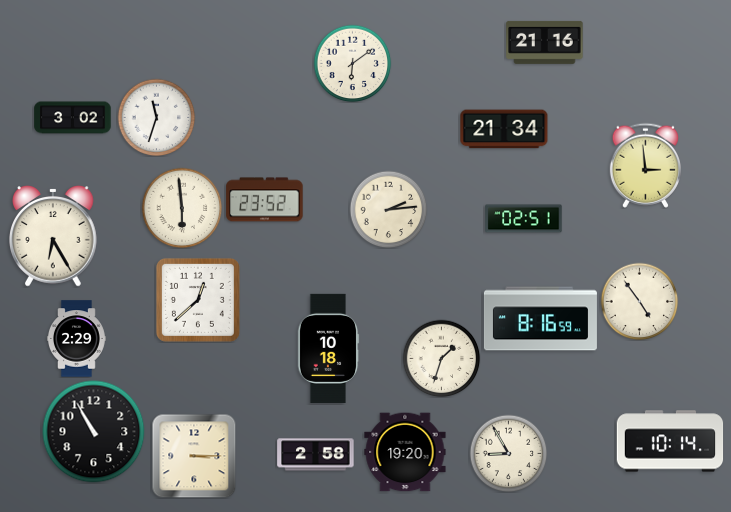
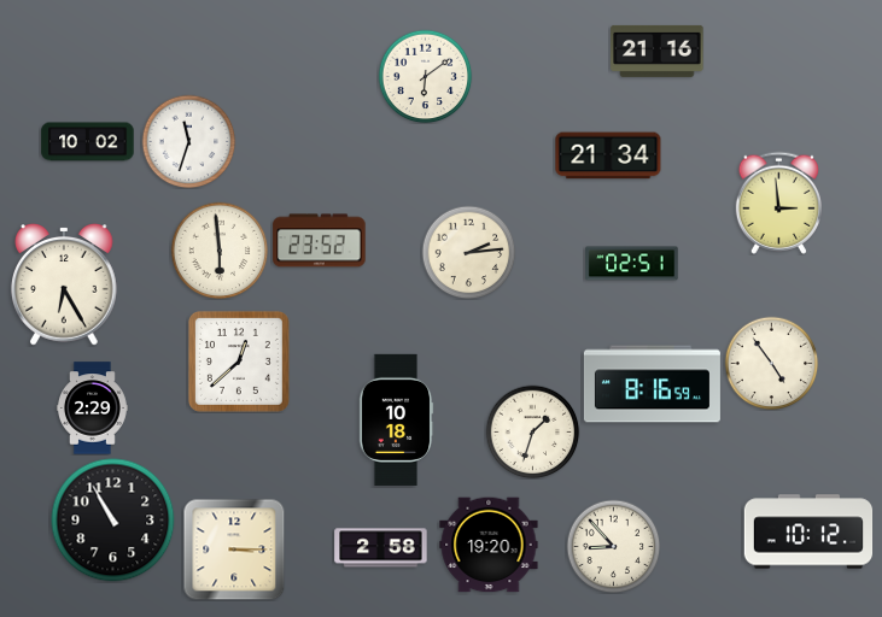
clock at (73, 118): 3:02 -> 10:02
clock at (645, 165) position: (645, 165) -> (778, 202)
clock at (670, 441): 10:14 -> 10:12
clock at (508, 453): 8:55 -> 8:53
